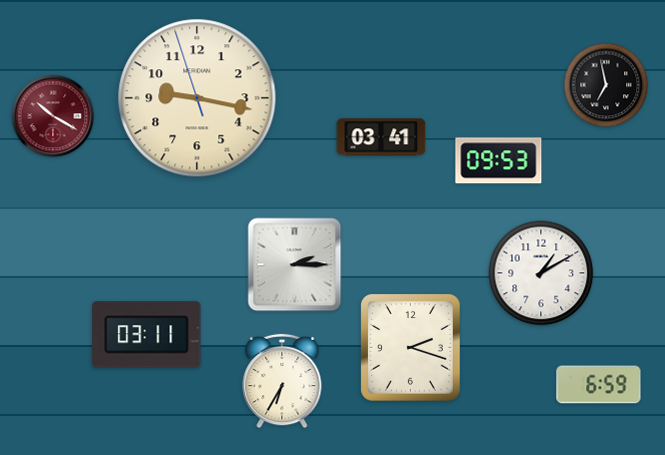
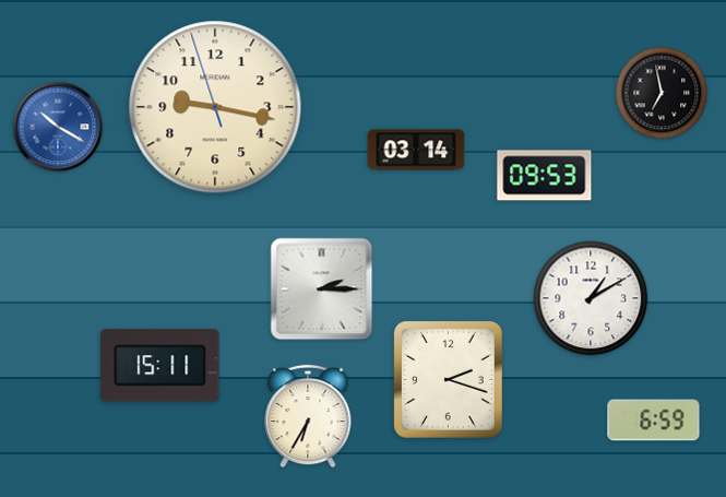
clock at (53, 116) dial: burgundy -> blue
clock at (381, 137): 03:41 -> 03:14
clock at (147, 335): 03:11 -> 15:11
